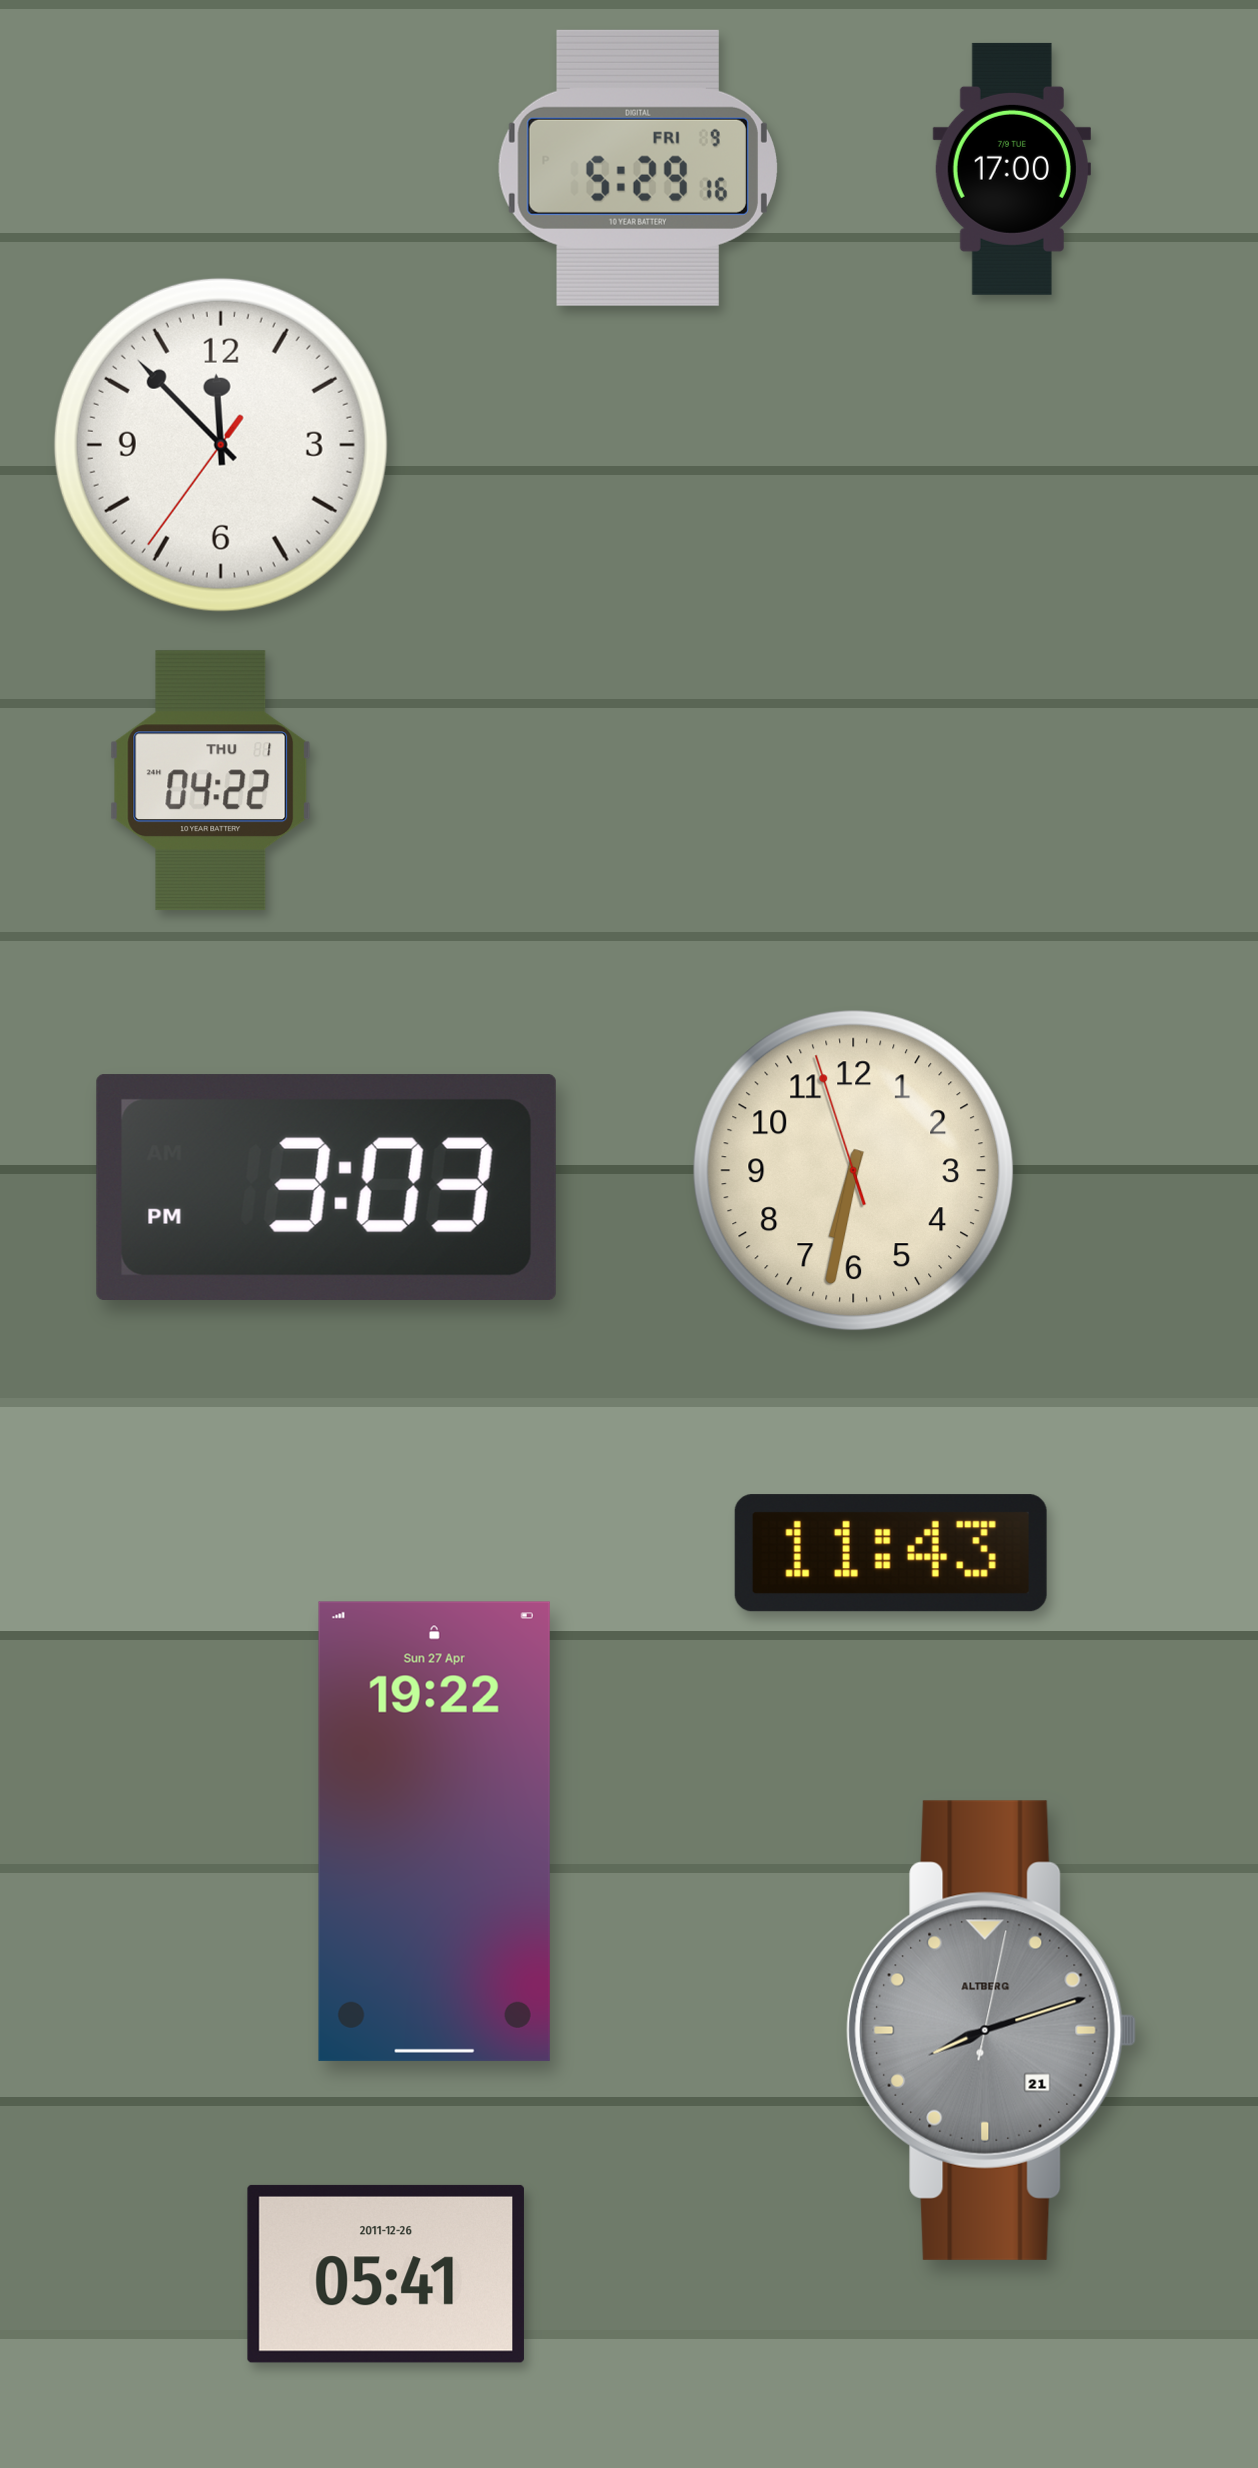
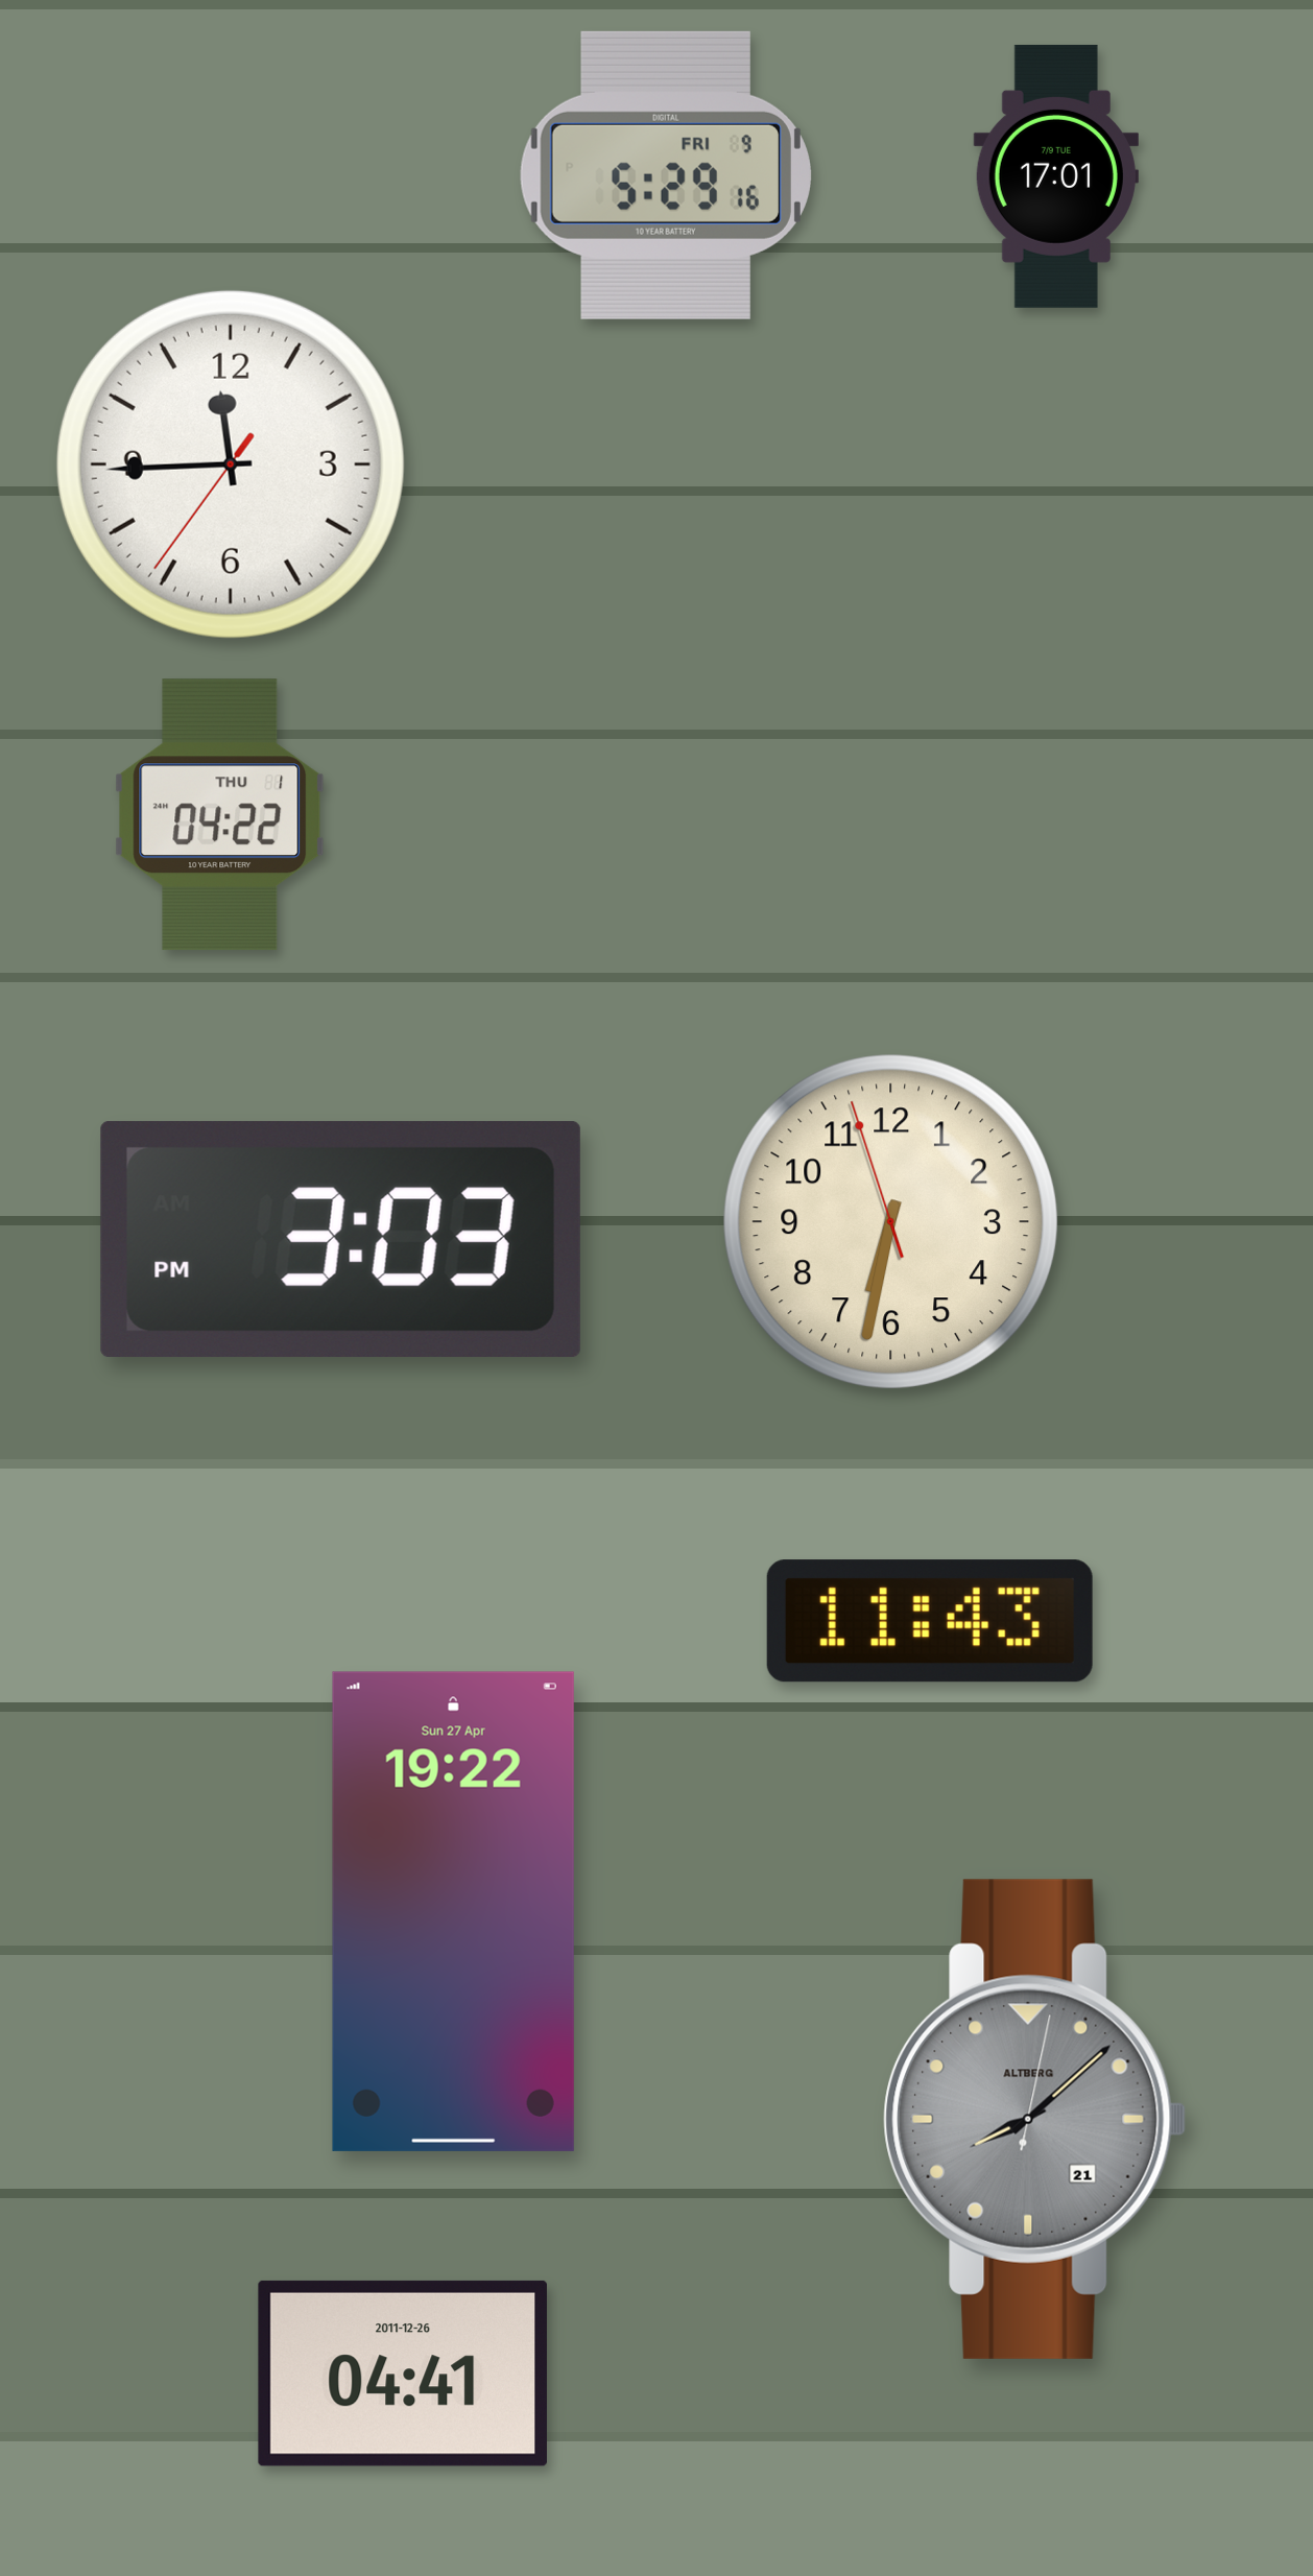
clock at (1012, 169): 17:00 -> 17:01
clock at (221, 445): 11:52 -> 11:44
clock at (992, 2030): 8:12 -> 8:08
clock at (386, 2274): 05:41 -> 04:41
